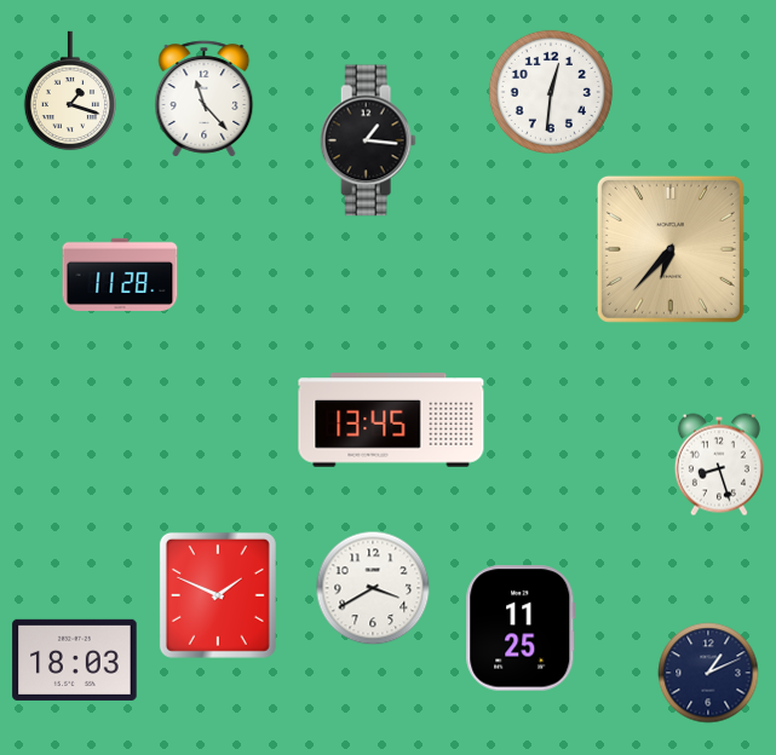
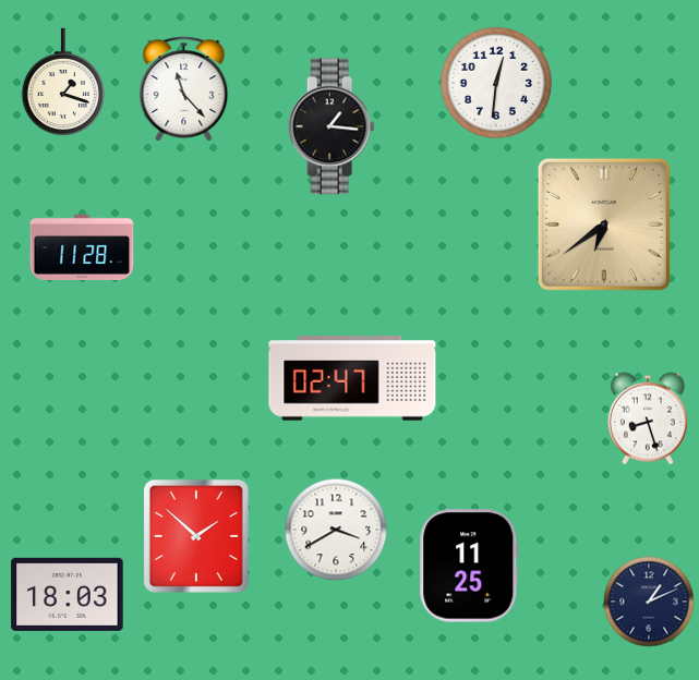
clock at (671, 249): 6:37 -> 6:39
clock at (120, 275) position: (120, 275) -> (82, 247)
clock at (391, 420): 13:45 -> 02:47
clock at (218, 595): 1:49 -> 1:52
clock at (708, 673) position: (708, 673) -> (649, 602)
